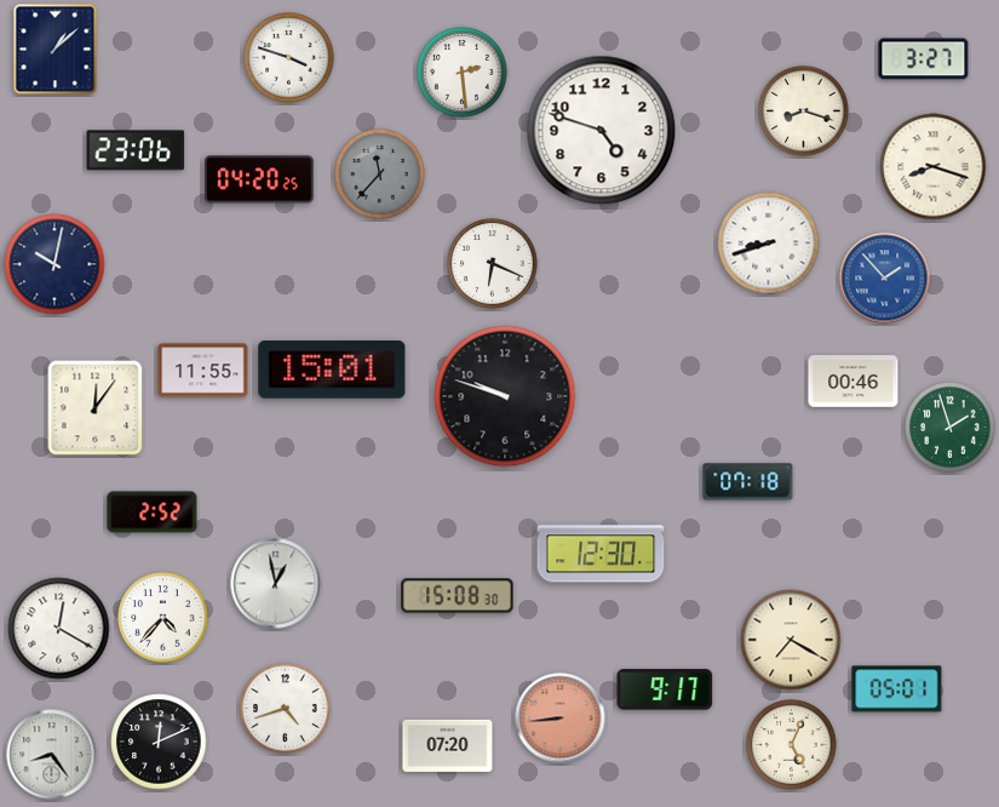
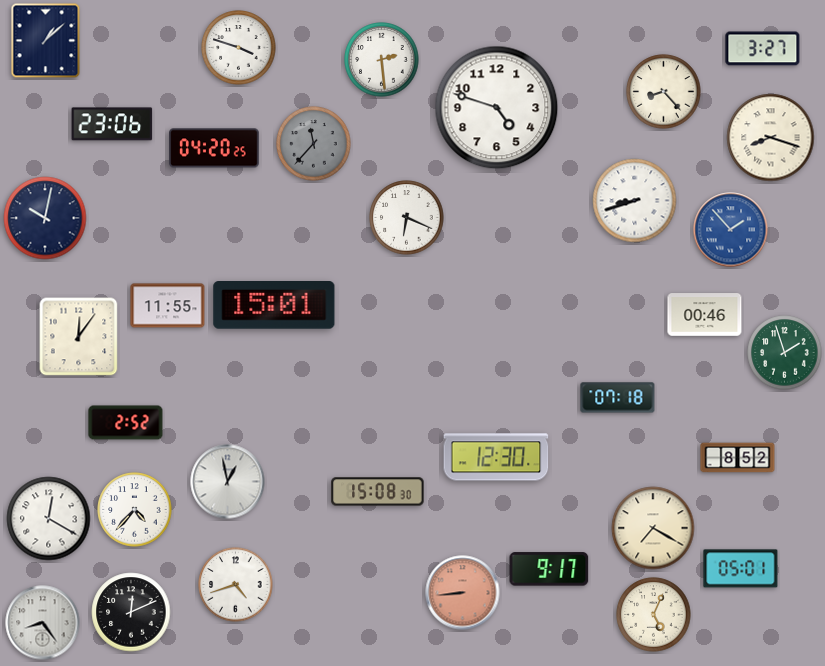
clock at (804, 111): 8:18 -> 8:23
clock at (505, 396): 9:48 -> none
clock at (738, 458): none -> 8:52
clock at (448, 745): 07:20 -> none
